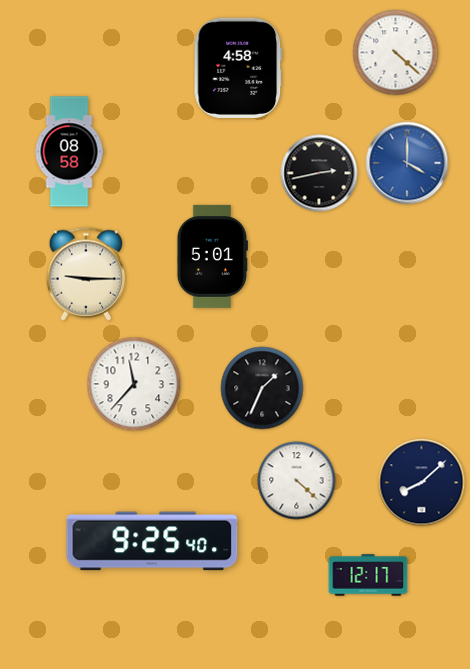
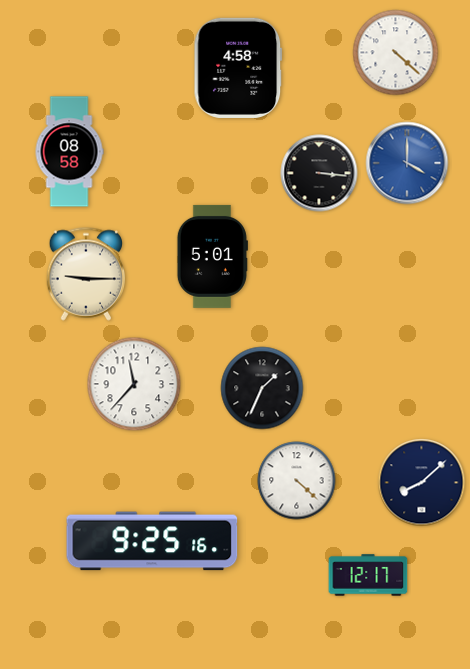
clock at (319, 173): 2:43 -> 3:16
clock at (152, 541): 9:25:40 -> 9:25:16
